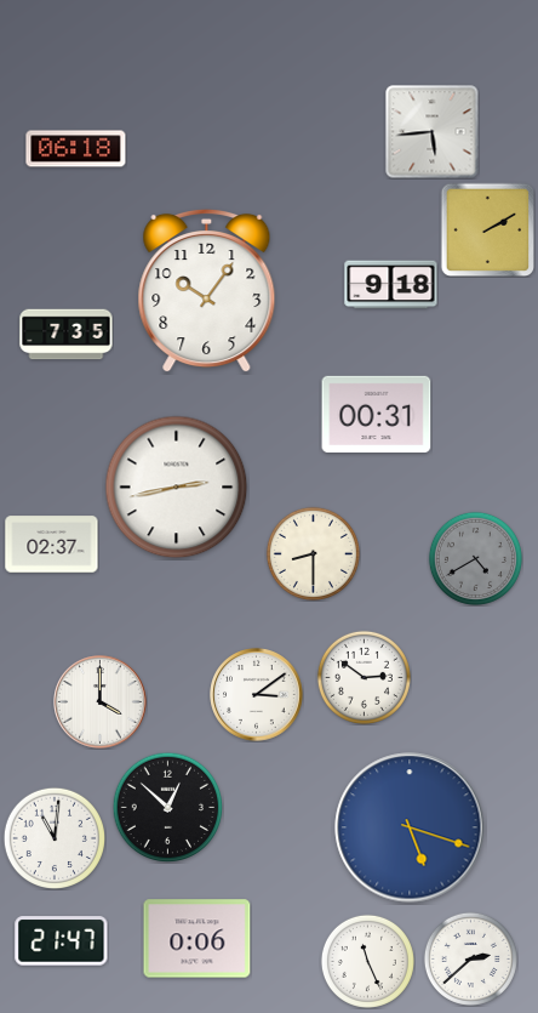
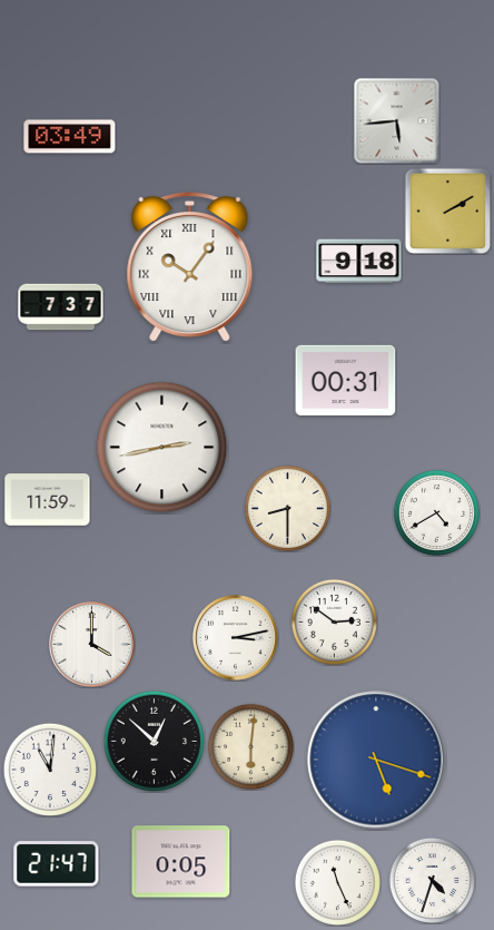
clock at (76, 149): 06:18 -> 03:49
clock at (207, 291) numerals: Arabic -> Roman
clock at (67, 335): 7:35 -> 7:37
clock at (52, 545): 02:37 -> 11:59
clock at (475, 558) dial: grey -> white
clock at (257, 695): 3:09 -> 3:13
clock at (250, 746): none -> 6:01
clock at (198, 939): 0:06 -> 0:05
clock at (470, 958): 2:38 -> 4:33
